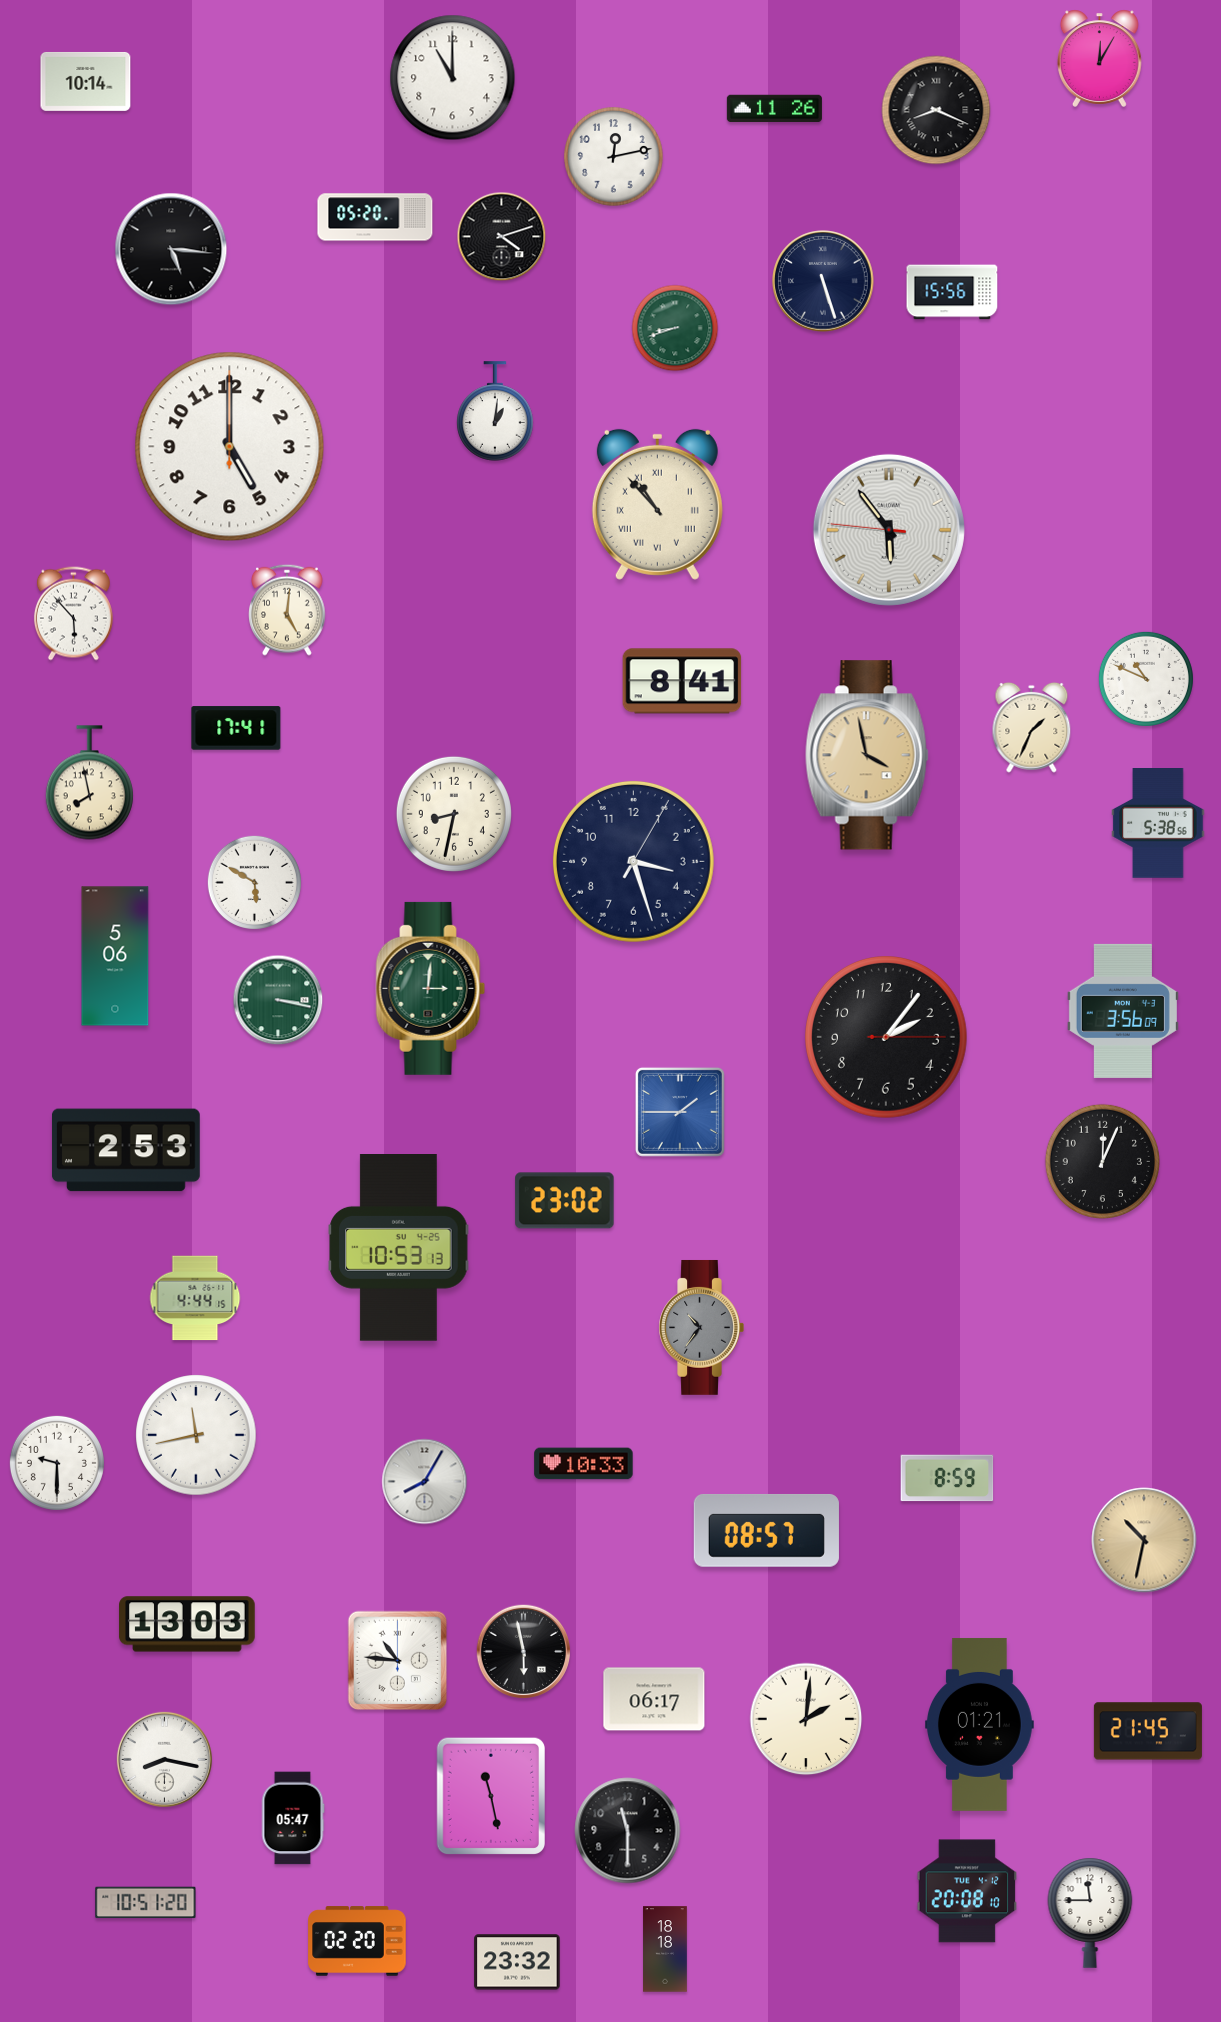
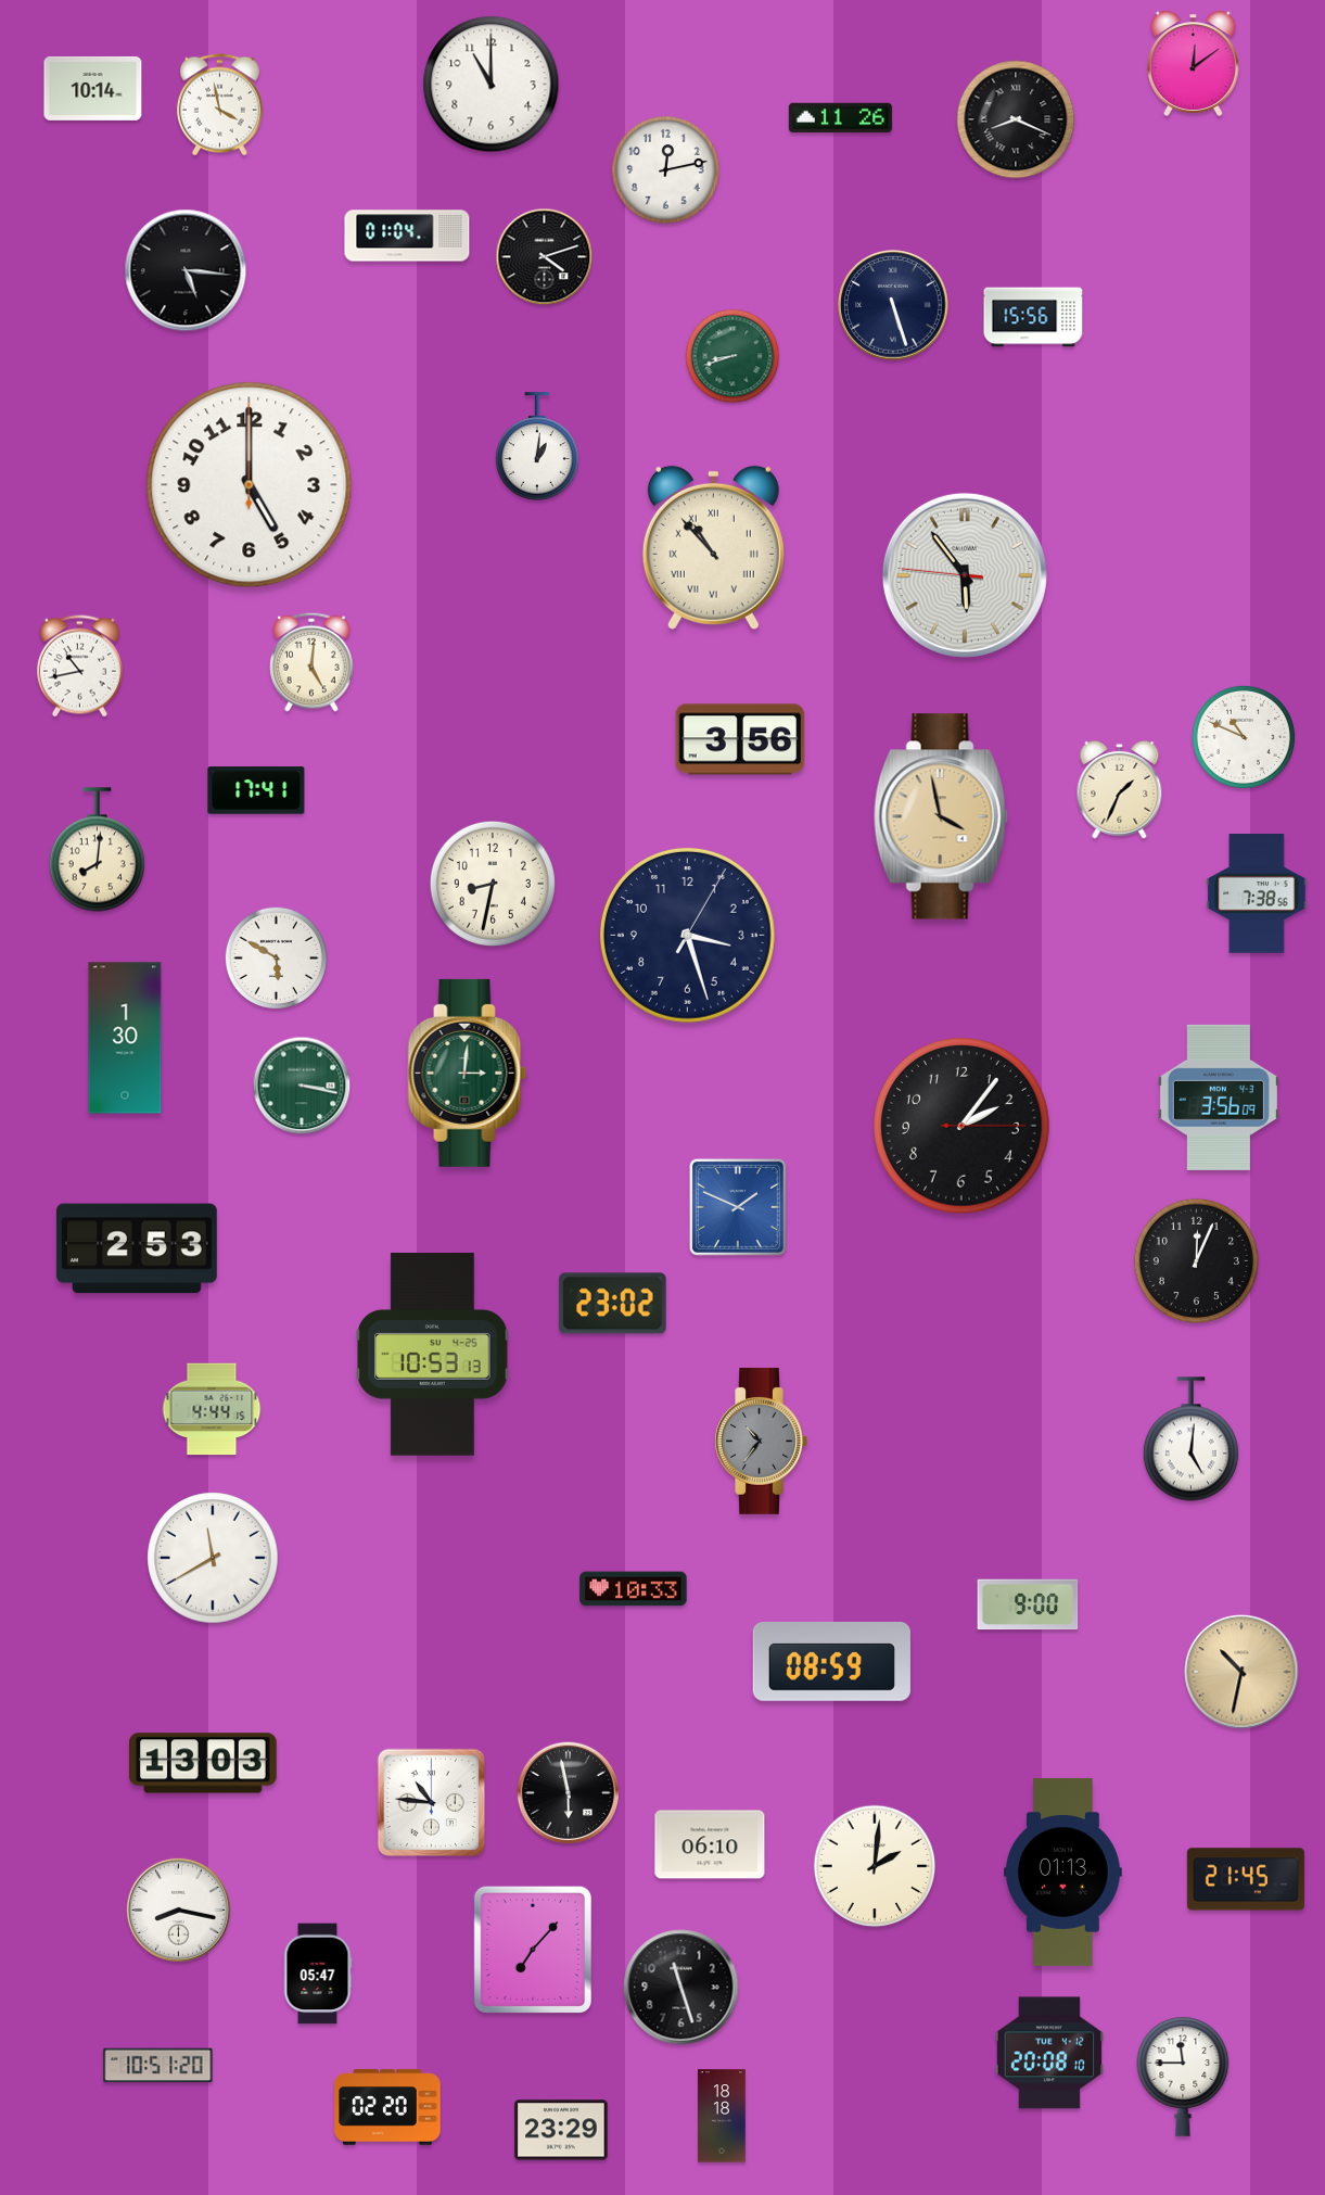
clock at (1099, 58): 12:05 -> 12:09
clock at (219, 105): none -> 3:58
clock at (375, 217): 05:20 -> 01:04
clock at (73, 614): 5:53 -> 10:43
clock at (682, 681): 8:41 -> 3:56
clock at (867, 755) position: (867, 755) -> (941, 816)
clock at (89, 783): 7:58 -> 8:01
clock at (1158, 824): 5:38 -> 7:38
clock at (115, 956): 5:06 -> 1:30
clock at (680, 1112): 1:45 -> 1:49
clock at (1190, 1439): none -> 5:01
clock at (196, 1435): 11:43 -> 11:40
clock at (57, 1463): 9:30 -> none
clock at (947, 1478): 8:59 -> 9:00
clock at (425, 1482): 8:05 -> none
clock at (766, 1530): 08:57 -> 08:59
clock at (654, 1699): 06:17 -> 06:10
clock at (980, 1724): 01:21 -> 01:13
clock at (490, 1796): 11:28 -> 7:07
clock at (628, 1831): 11:30 -> 11:27
clock at (517, 1962): 23:32 -> 23:29
